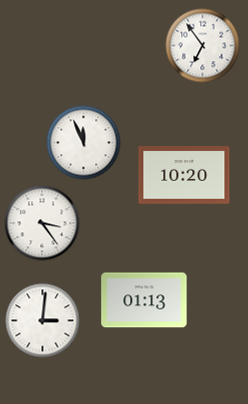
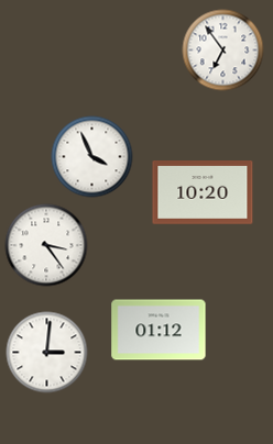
clock at (84, 143): 11:56 -> 3:56
clock at (144, 300): 01:13 -> 01:12
